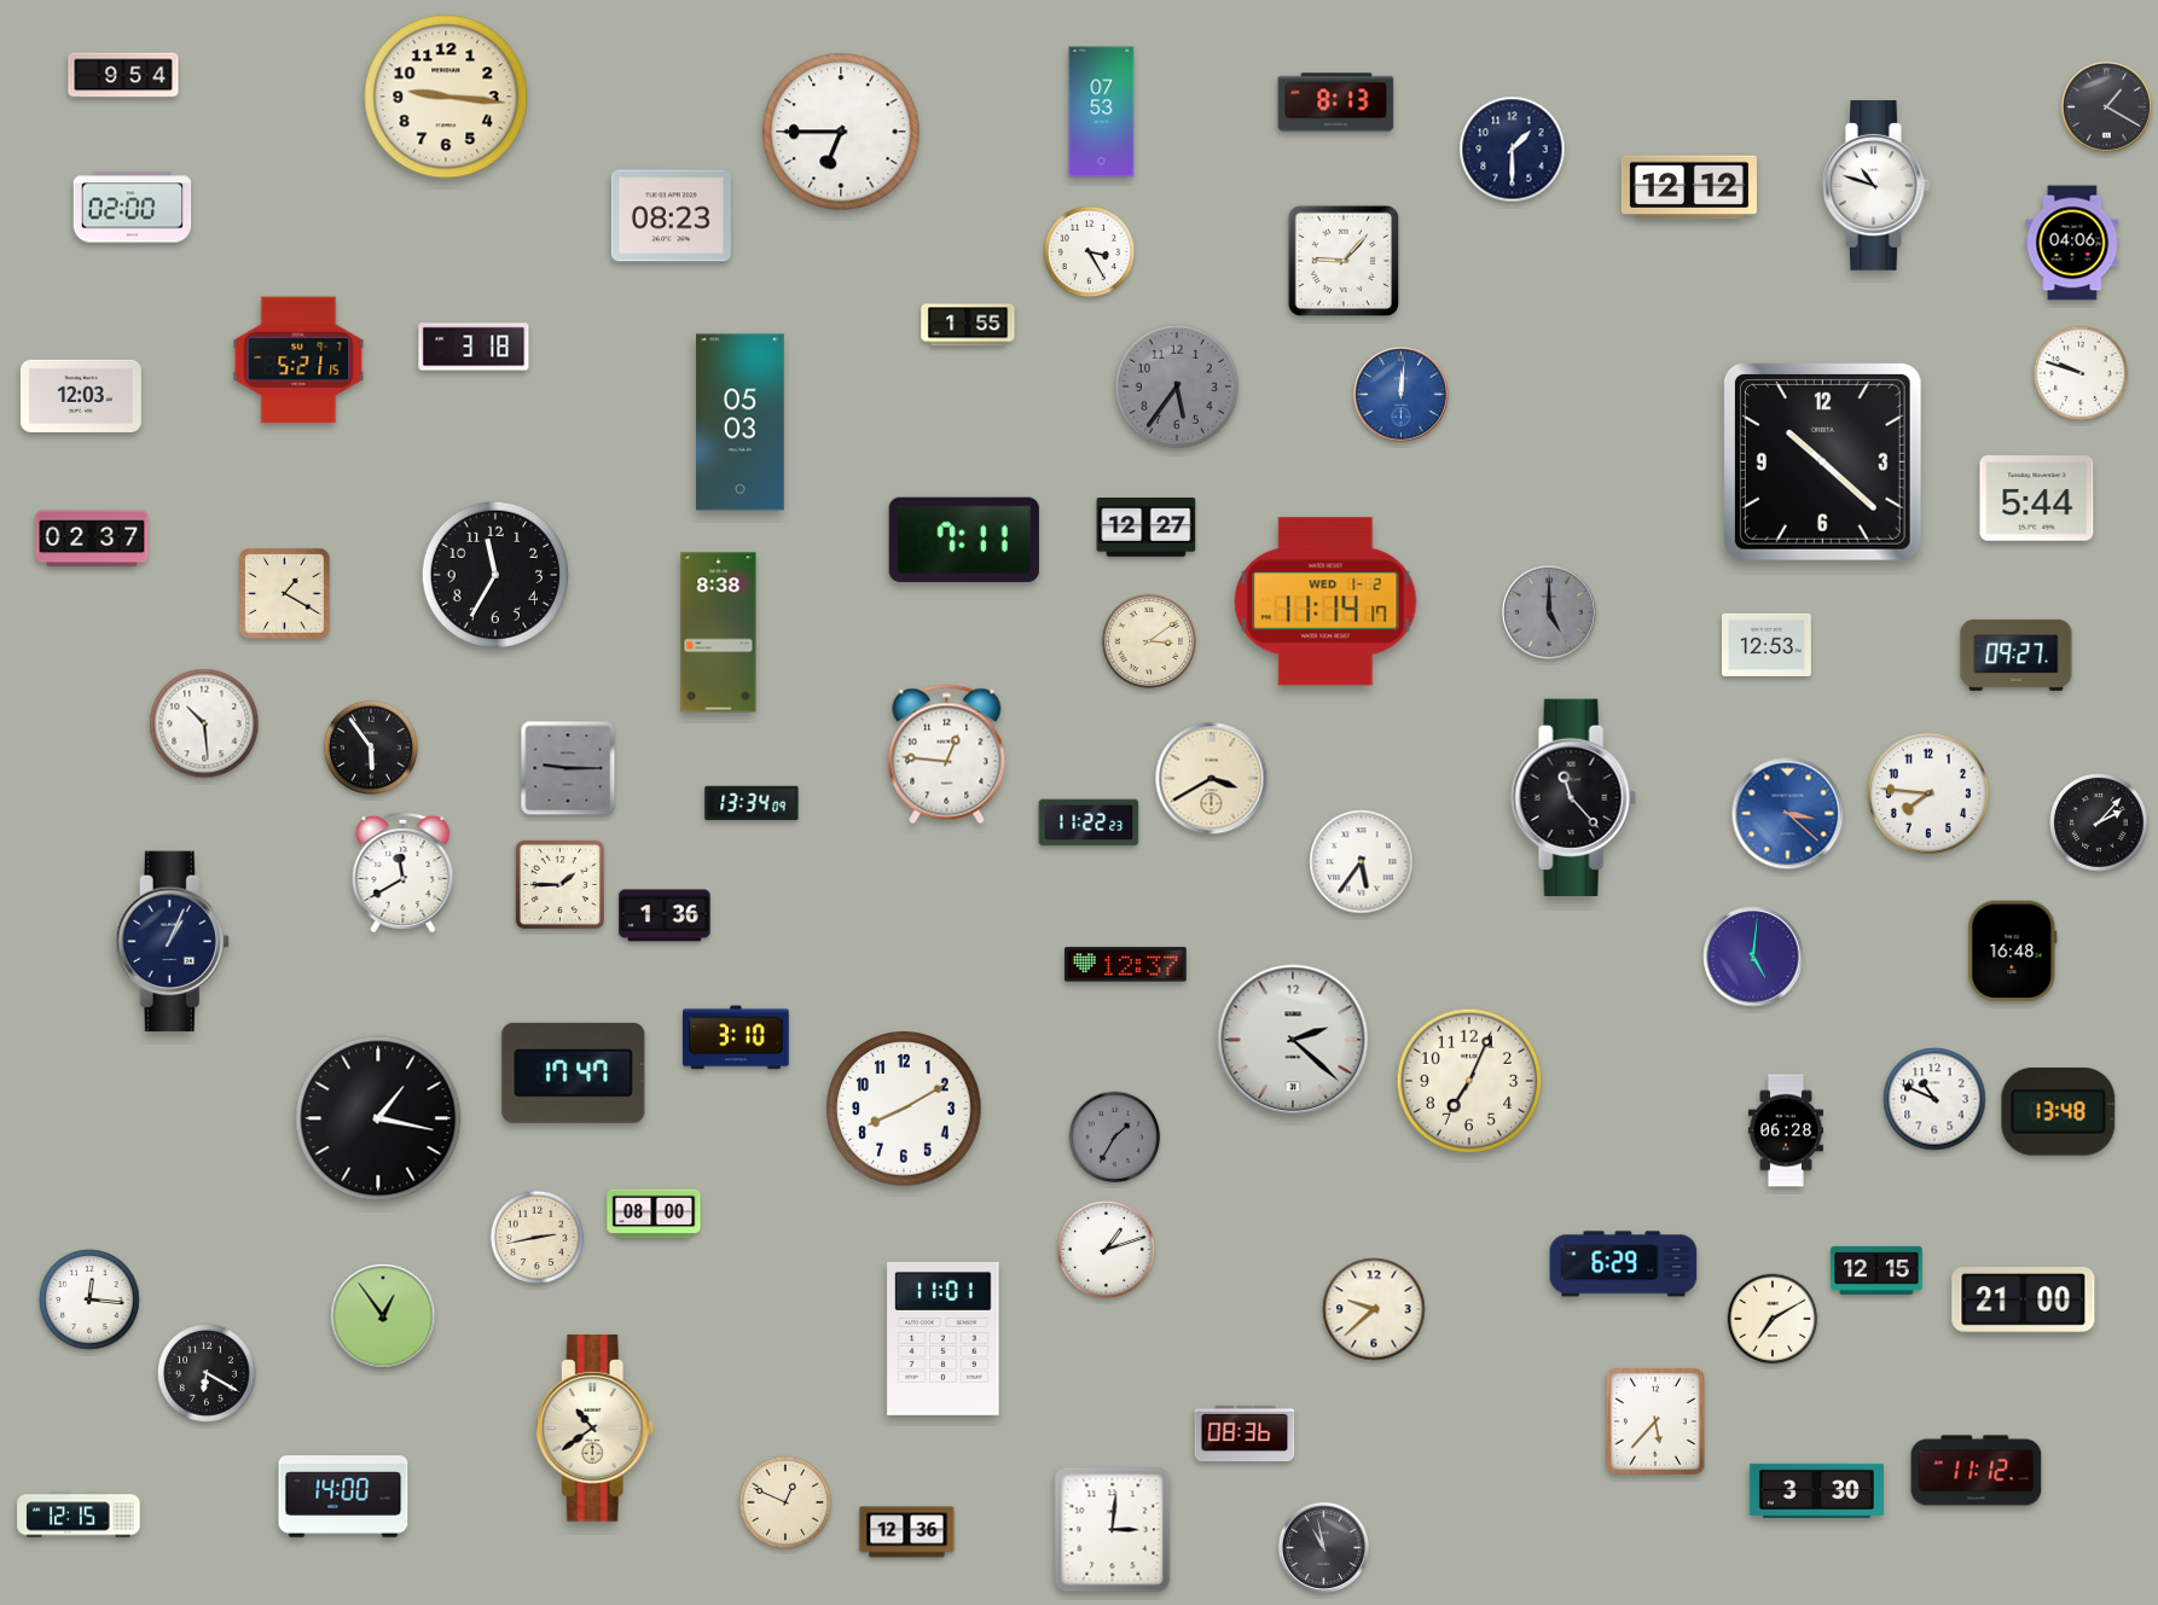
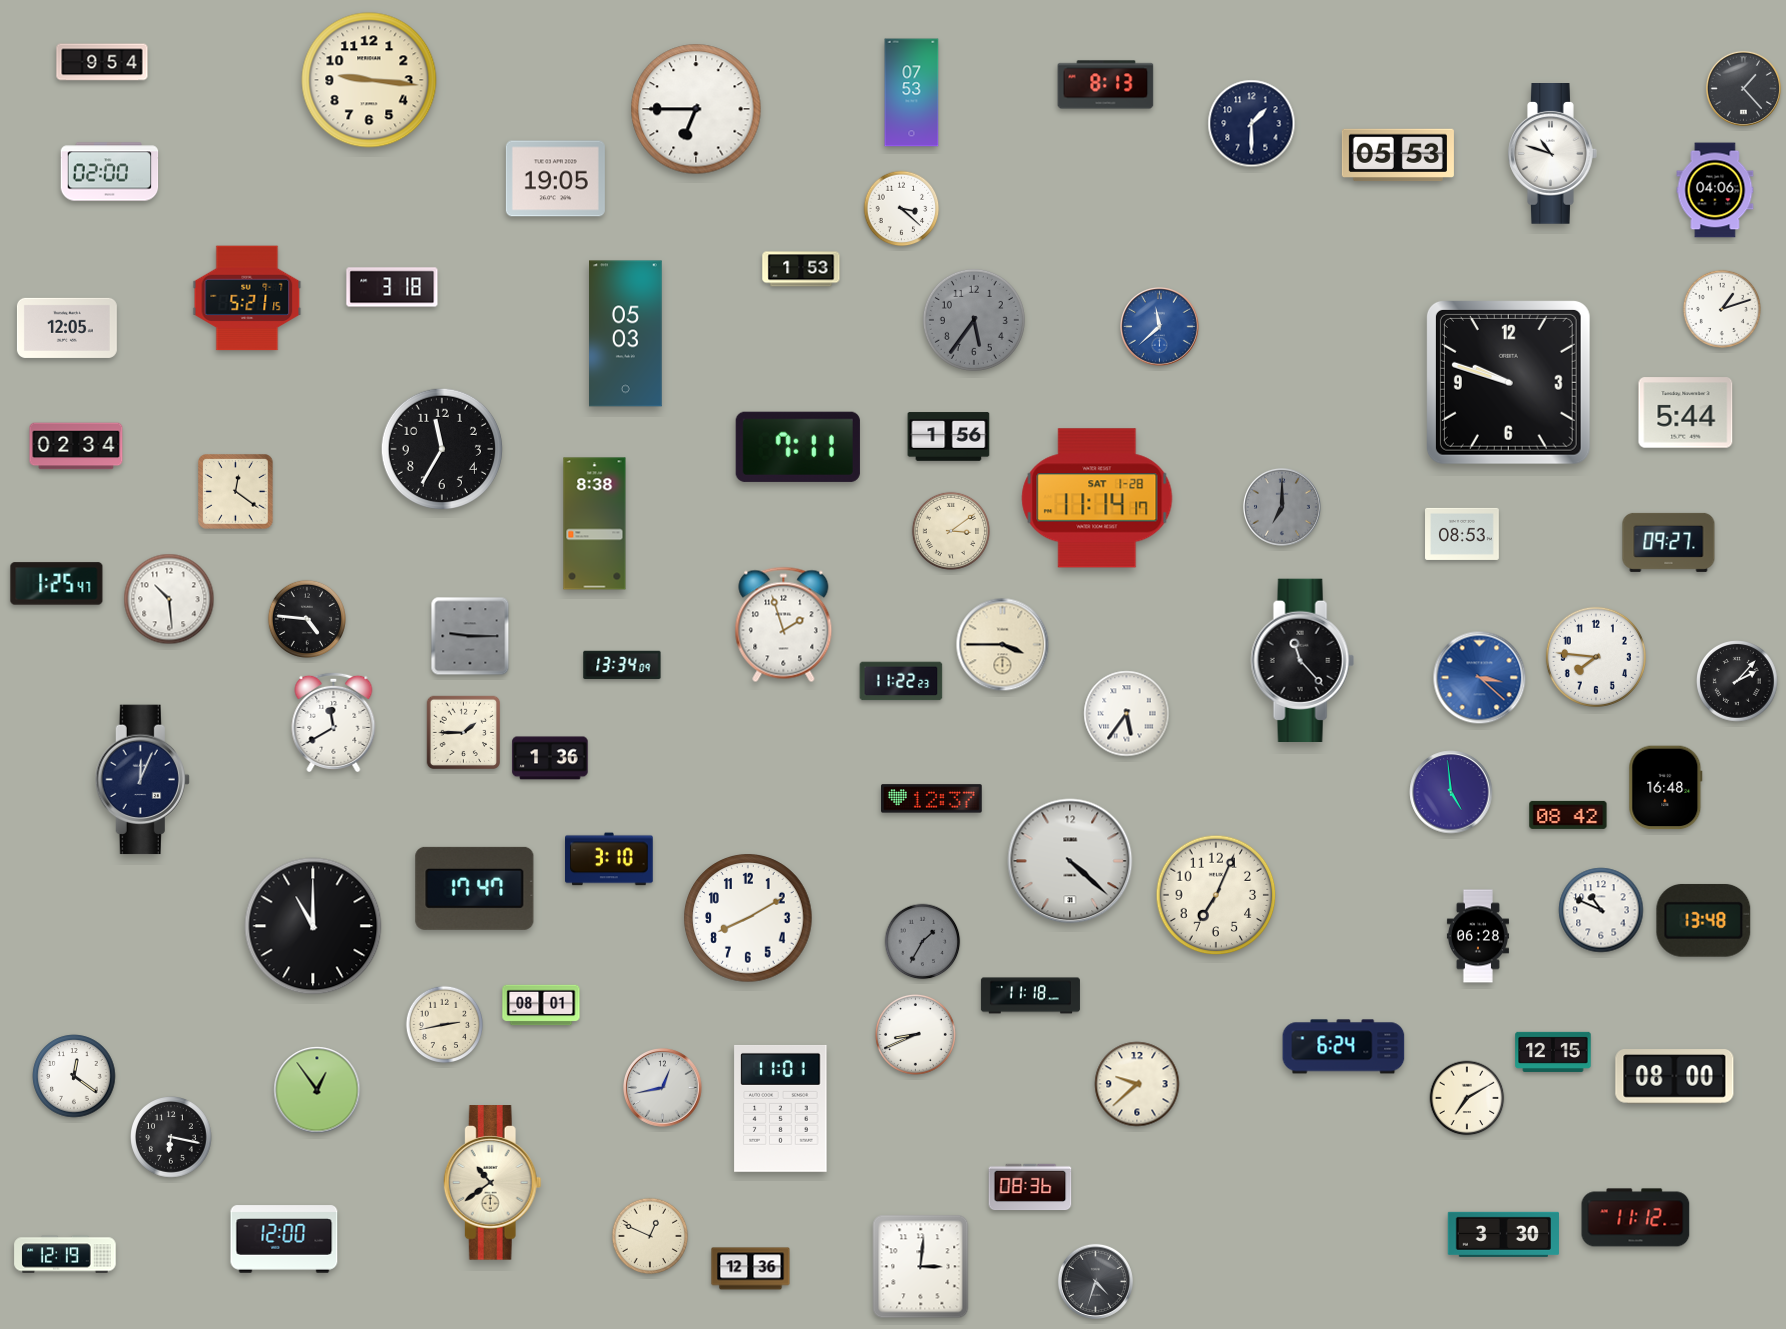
clock at (2106, 106): 1:20 -> 1:23
clock at (1689, 187): 12:12 -> 05:53
clock at (671, 216): 08:23 -> 19:05
clock at (2072, 243) position: (2072, 243) -> (1715, 190)
clock at (1090, 252): 3:25 -> 3:22
clock at (1344, 261): 9:07 -> none
clock at (968, 325): 1:55 -> 1:53
clock at (2081, 373): 9:48 -> 1:12
clock at (1402, 395): 12:01 -> 11:38
clock at (81, 396): 12:03 -> 12:05
clock at (741, 423) position: (741, 423) -> (626, 334)
clock at (1822, 461): 10:22 -> 9:48
clock at (1147, 528): 12:27 -> 1:56
clock at (92, 539): 02:37 -> 02:34
clock at (494, 574) position: (494, 574) -> (441, 448)
clock at (285, 594): 1:20 -> 12:21
clock at (1325, 601) date: WED 1-2 -> SAT 1-28
clock at (1549, 613): 5:00 -> 7:00
clock at (1768, 645): 12:53 -> 08:53
clock at (57, 584): none -> 1:25
clock at (371, 748): 5:54 -> 4:46
clock at (947, 755): 12:46 -> 1:57
clock at (1212, 779): 3:40 -> 3:45
clock at (1788, 814) position: (1788, 814) -> (1480, 678)
clock at (172, 942): 1:04 -> 12:04
clock at (1753, 956): 5:01 -> 4:59
clock at (1568, 815): none -> 08:42
clock at (1293, 1040): 2:22 -> 4:22
clock at (378, 1118): 1:17 -> 11:00
clock at (1030, 996): none -> 11:18
clock at (654, 1214): 08:00 -> 08:01
clock at (1106, 1249): 1:12 -> 8:41
clock at (1624, 1264): 6:29 -> 6:24
clock at (89, 1299): 12:16 -> 12:21
clock at (2024, 1301): 21:00 -> 08:00
clock at (663, 1088): none -> 12:43
clock at (1773, 1319) position: (1773, 1319) -> (1467, 1098)
clock at (208, 1374): 6:20 -> 6:17
clock at (1655, 1421): 5:37 -> none
clock at (343, 1496): 14:00 -> 12:00
clock at (785, 1502) position: (785, 1502) -> (650, 1236)
clock at (79, 1514): 12:15 -> 12:19
clock at (1323, 1547): 10:58 -> 4:33
